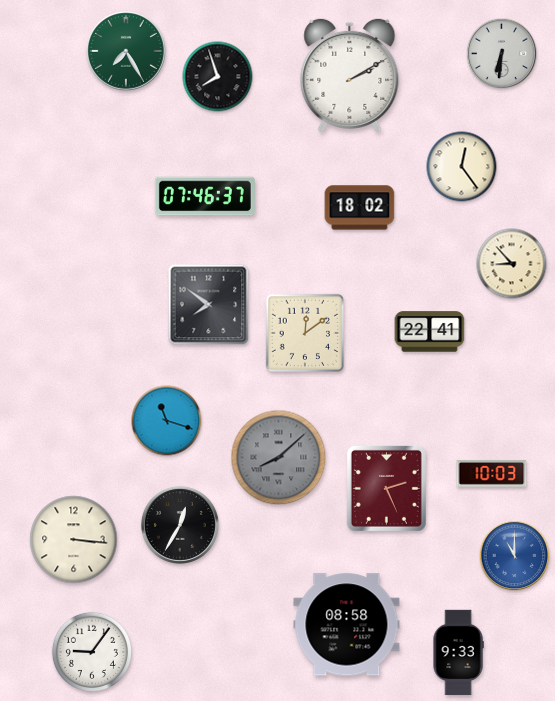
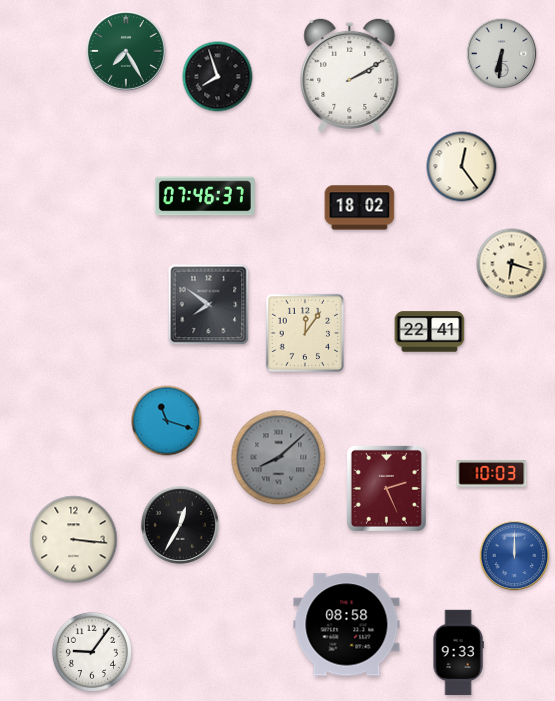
clock at (512, 264): 8:53 -> 6:18
clock at (304, 332): 12:09 -> 12:06
clock at (515, 556): 11:00 -> 12:00
